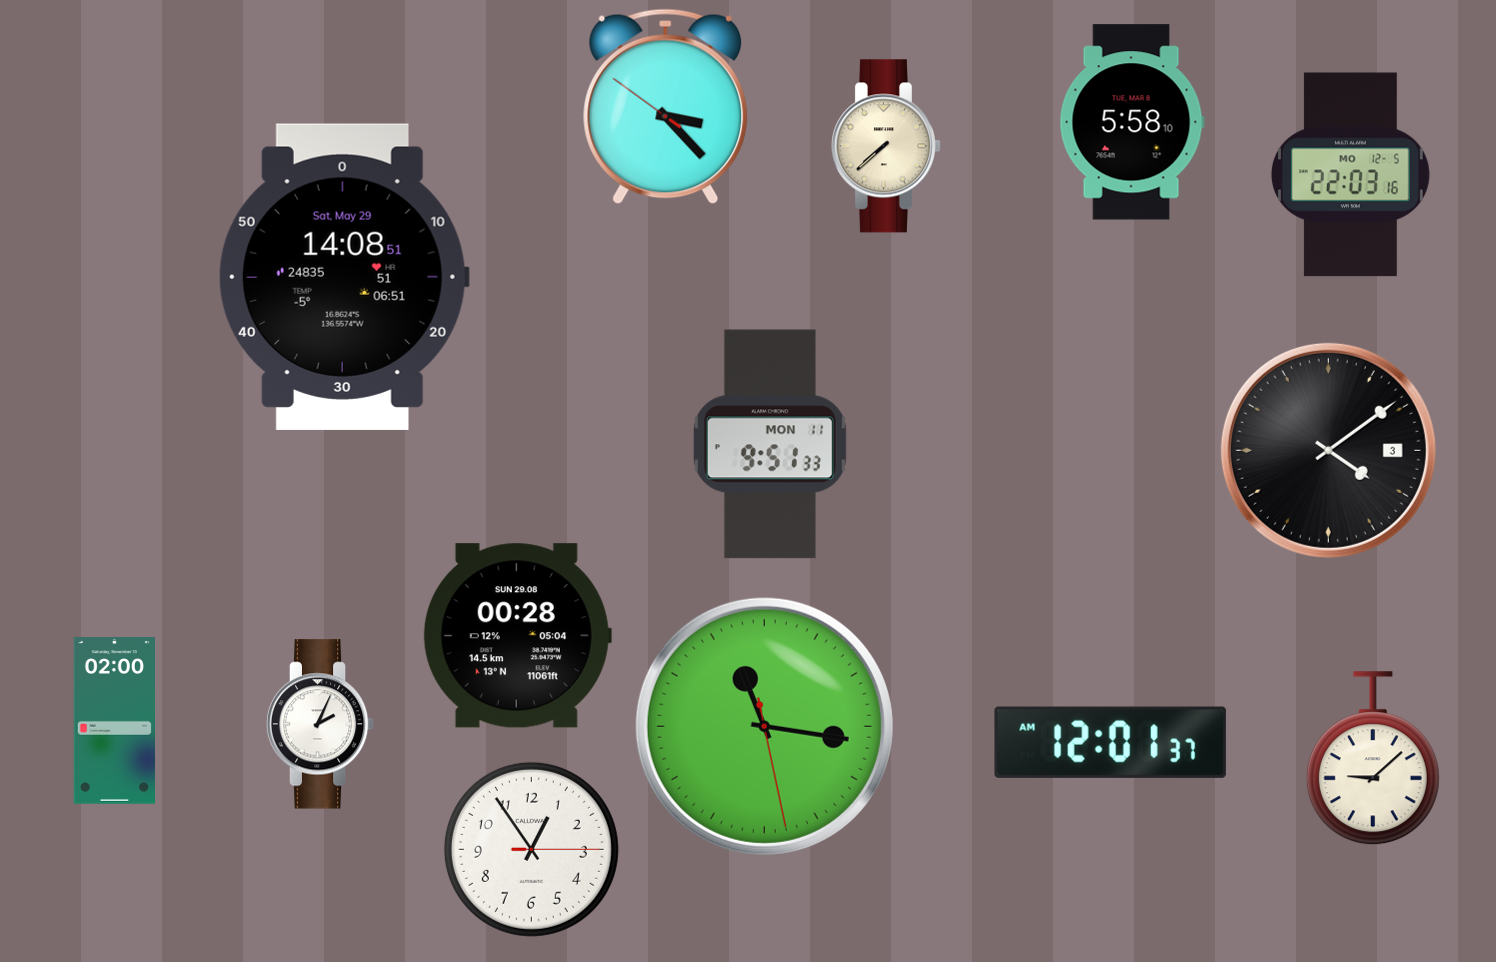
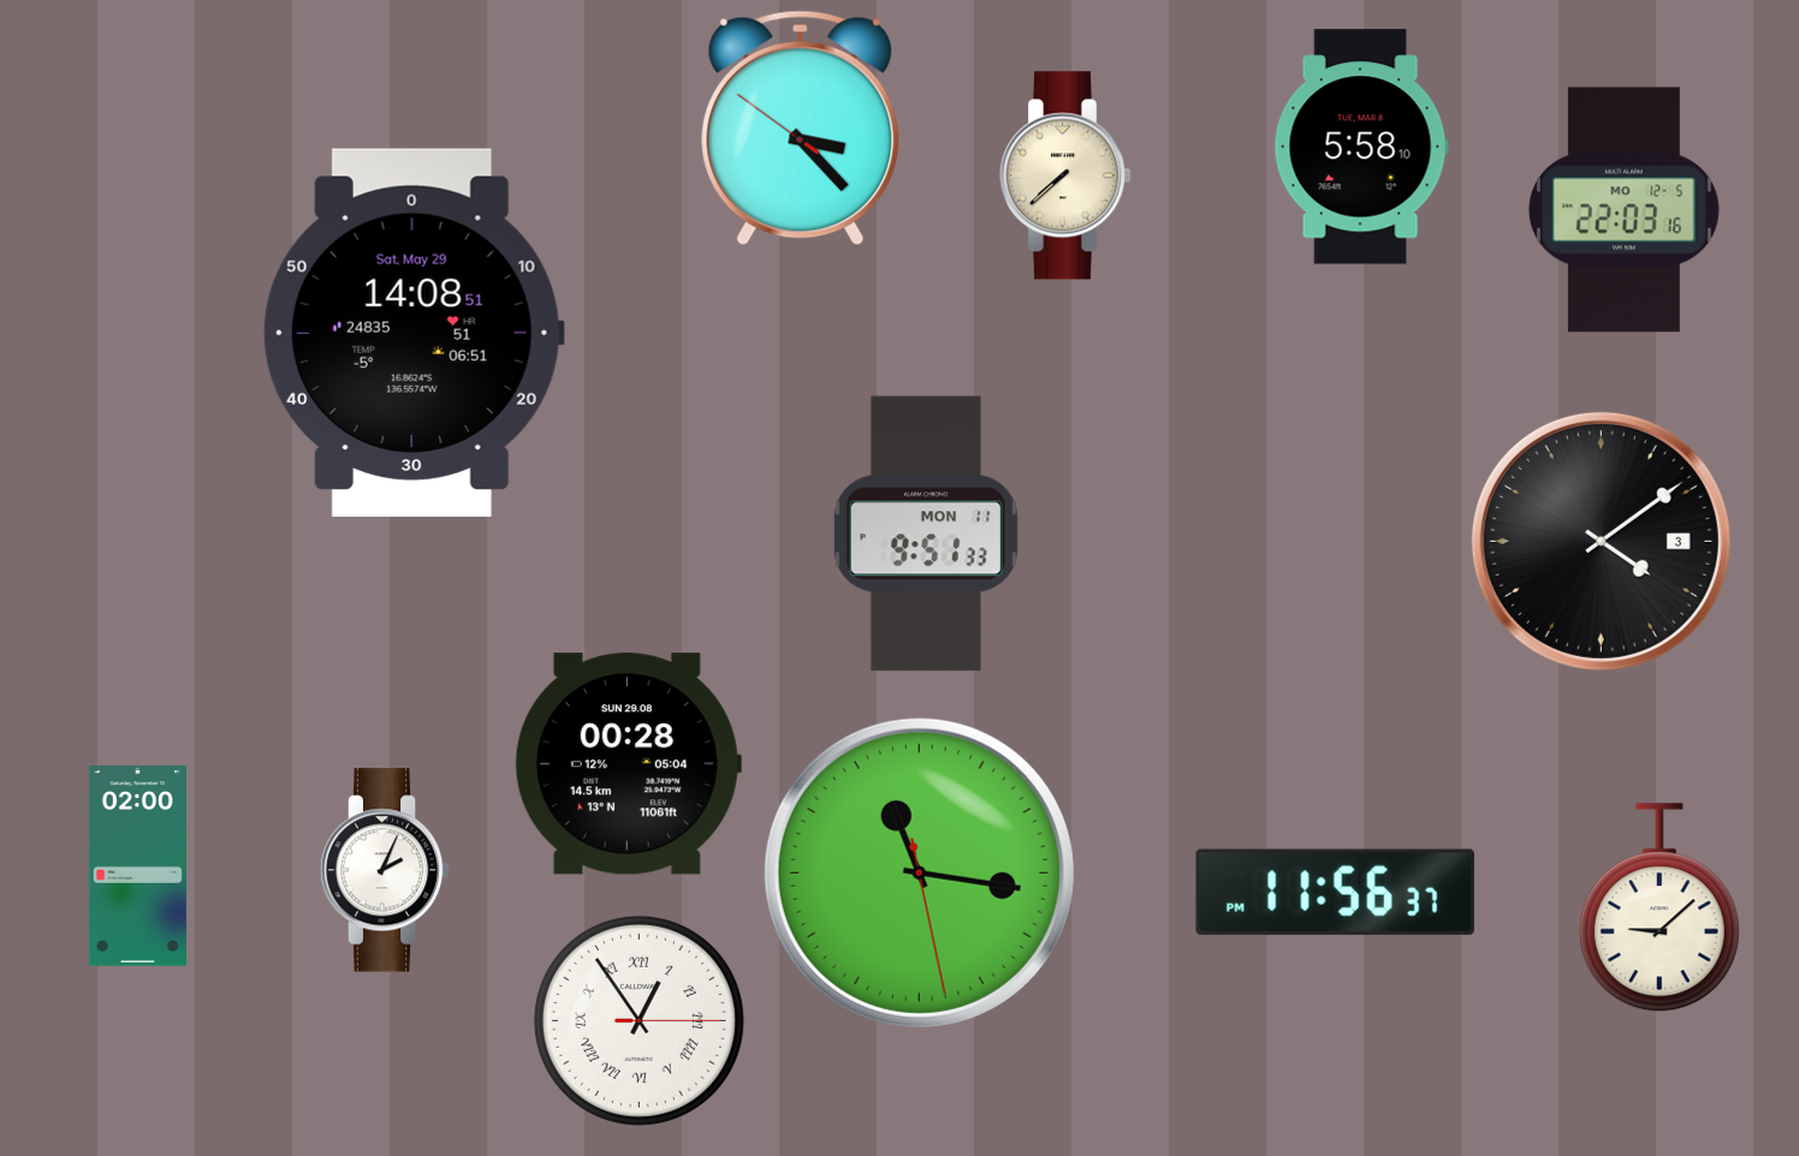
clock at (1328, 450) position: (1328, 450) -> (1601, 541)
clock at (517, 636) position: (517, 636) -> (628, 764)
clock at (1110, 742): 12:01 -> 11:56
clock at (1373, 759) position: (1373, 759) -> (1660, 908)
clock at (531, 849) numerals: Arabic -> Roman
